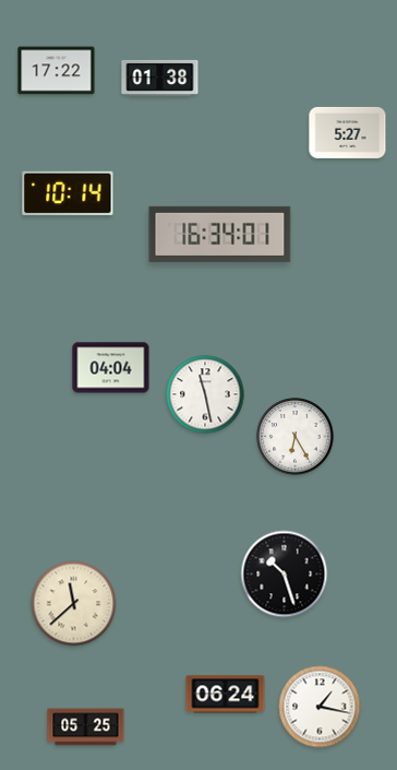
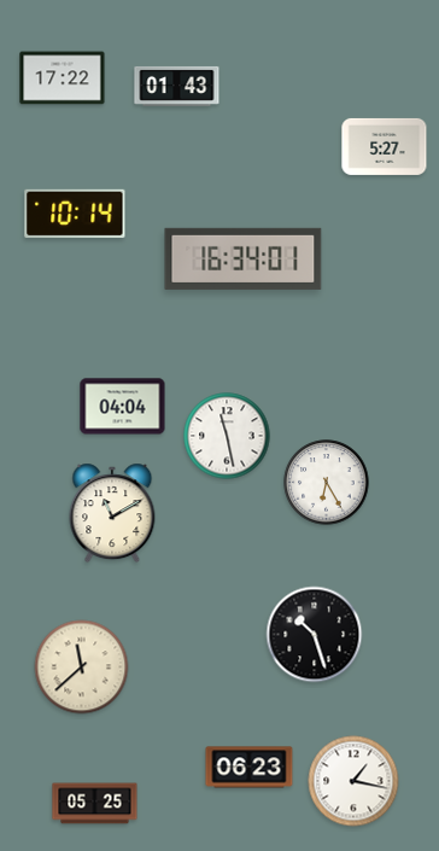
clock at (160, 78): 01:38 -> 01:43
clock at (112, 513): none -> 11:10
clock at (226, 695): 06:24 -> 06:23
